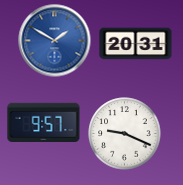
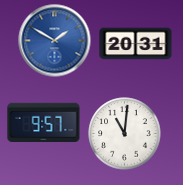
clock at (125, 134): 9:19 -> 11:01
